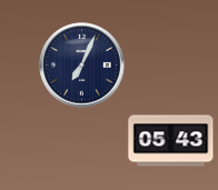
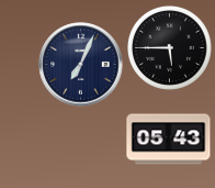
clock at (169, 47): none -> 5:45
